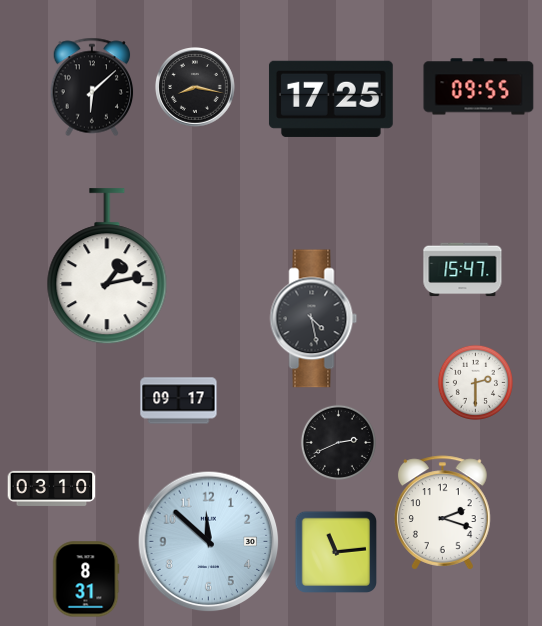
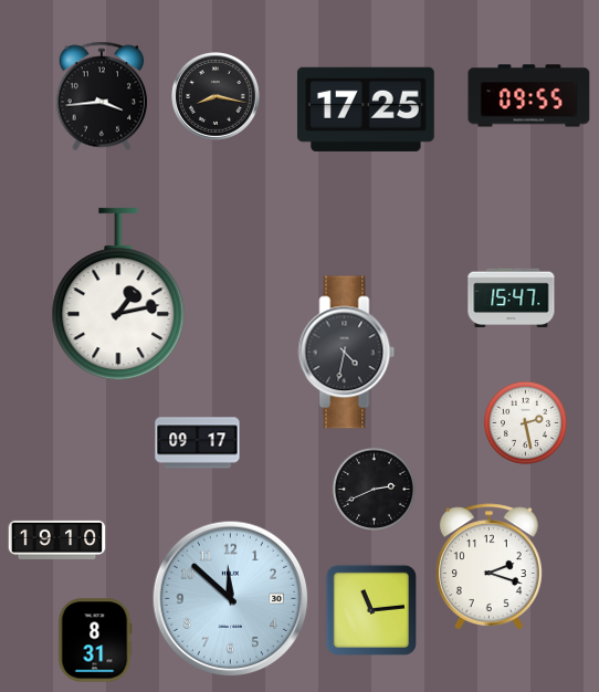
clock at (92, 87): 6:08 -> 3:44
clock at (314, 319): 4:28 -> 4:32
clock at (475, 382): 2:30 -> 2:28
clock at (52, 488): 03:10 -> 19:10
